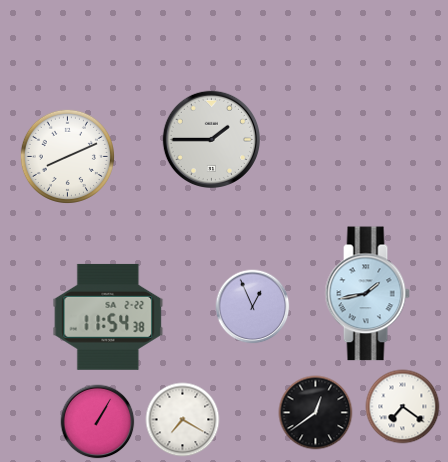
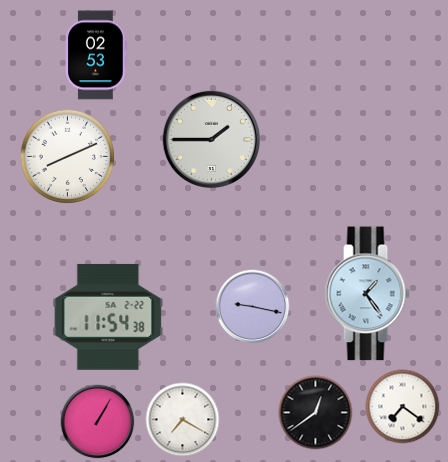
clock at (96, 55): none -> 02:53
clock at (367, 294): 1:43 -> 1:24
clock at (253, 307): 12:56 -> 9:17
